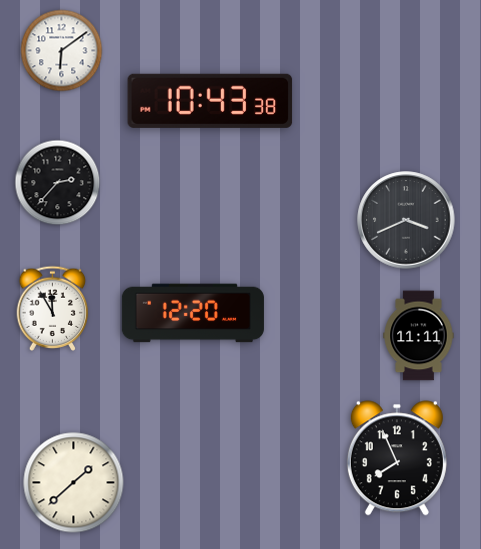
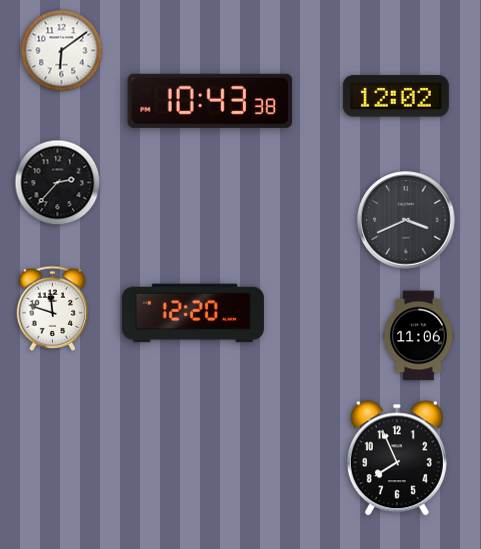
clock at (396, 96): none -> 12:02
clock at (53, 308): 11:55 -> 11:48
clock at (419, 336): 11:11 -> 11:06
clock at (74, 483): 1:38 -> none
